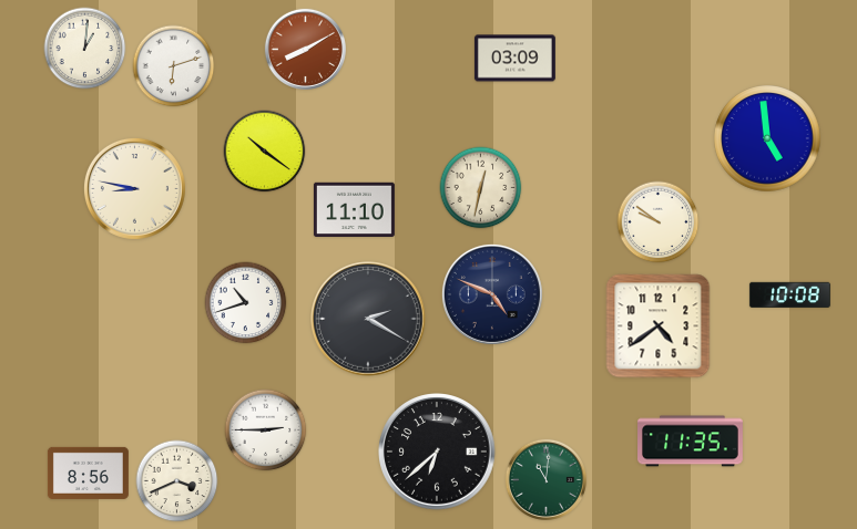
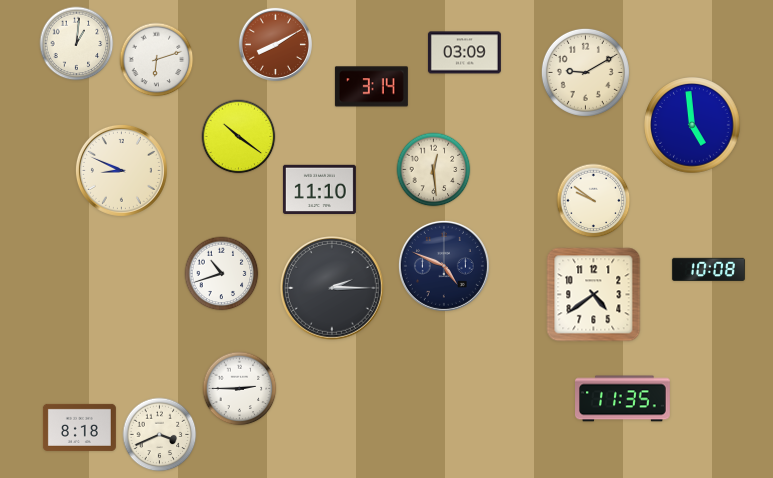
clock at (585, 72): none -> 9:10
clock at (371, 87): none -> 3:14
clock at (134, 188): 8:47 -> 8:49
clock at (481, 188): 12:32 -> 12:29
clock at (789, 295) position: (789, 295) -> (708, 270)
clock at (369, 320): 2:20 -> 2:15
clock at (438, 453): 6:38 -> none
clock at (88, 473): 8:56 -> 8:18
clock at (545, 479): 11:01 -> none
